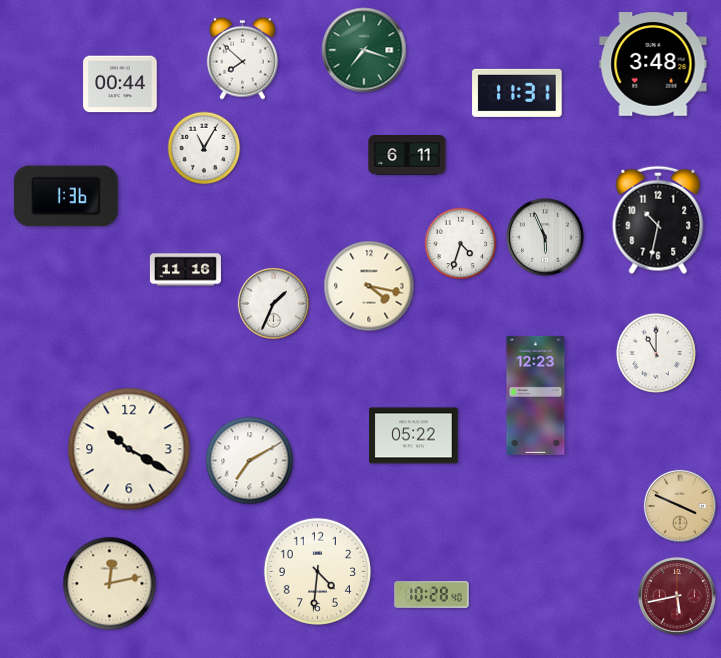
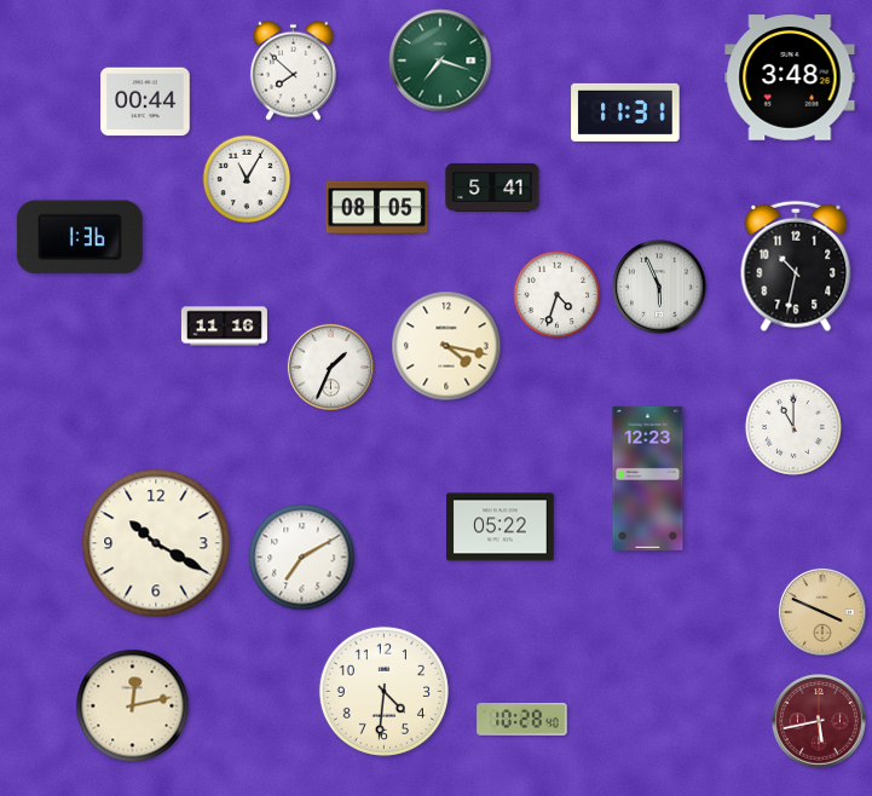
clock at (407, 156): 6:11 -> 5:41
clock at (377, 208): none -> 08:05
